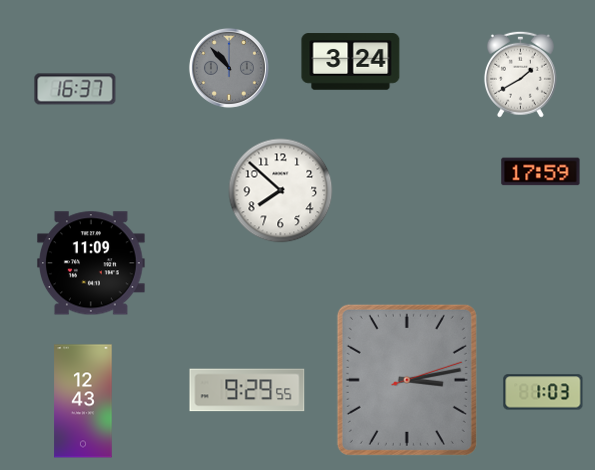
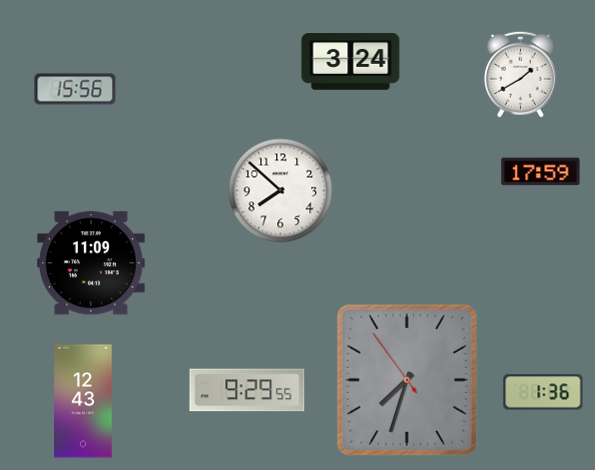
clock at (229, 68): 10:53 -> none
clock at (75, 89): 16:37 -> 15:56
clock at (407, 380): 3:13 -> 7:32
clock at (543, 392): 1:03 -> 1:36
